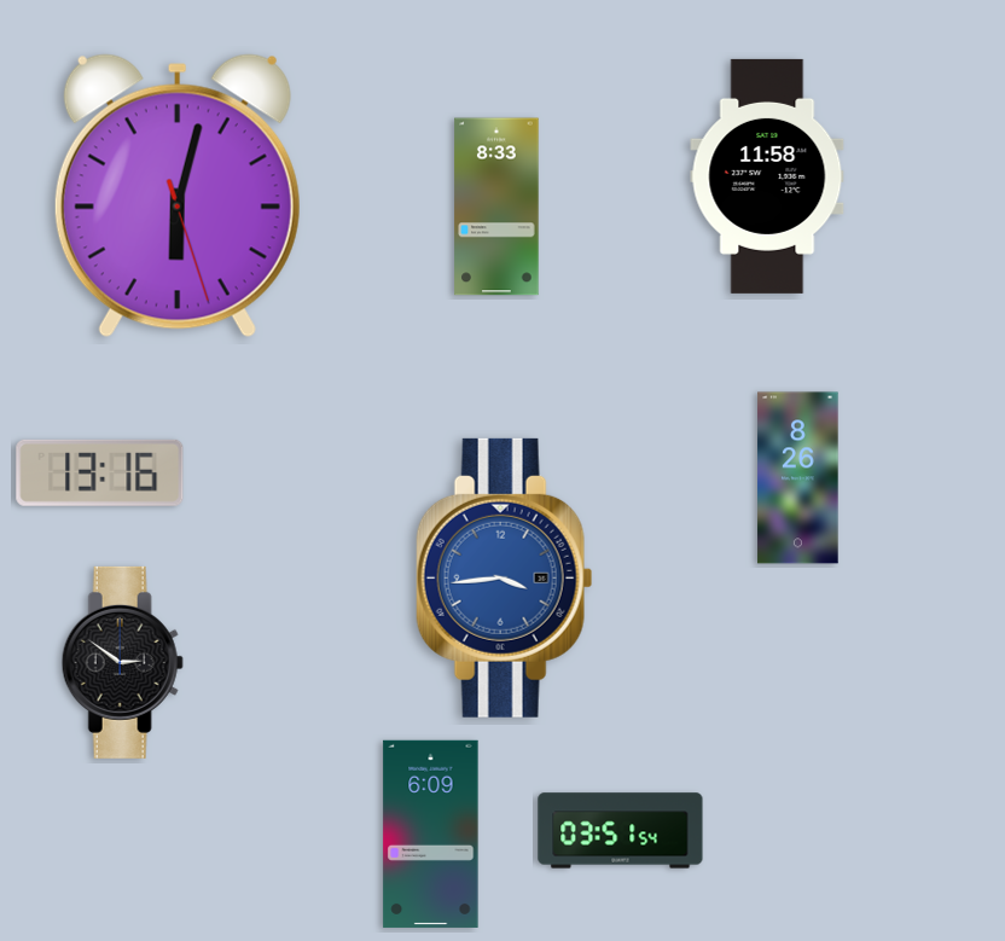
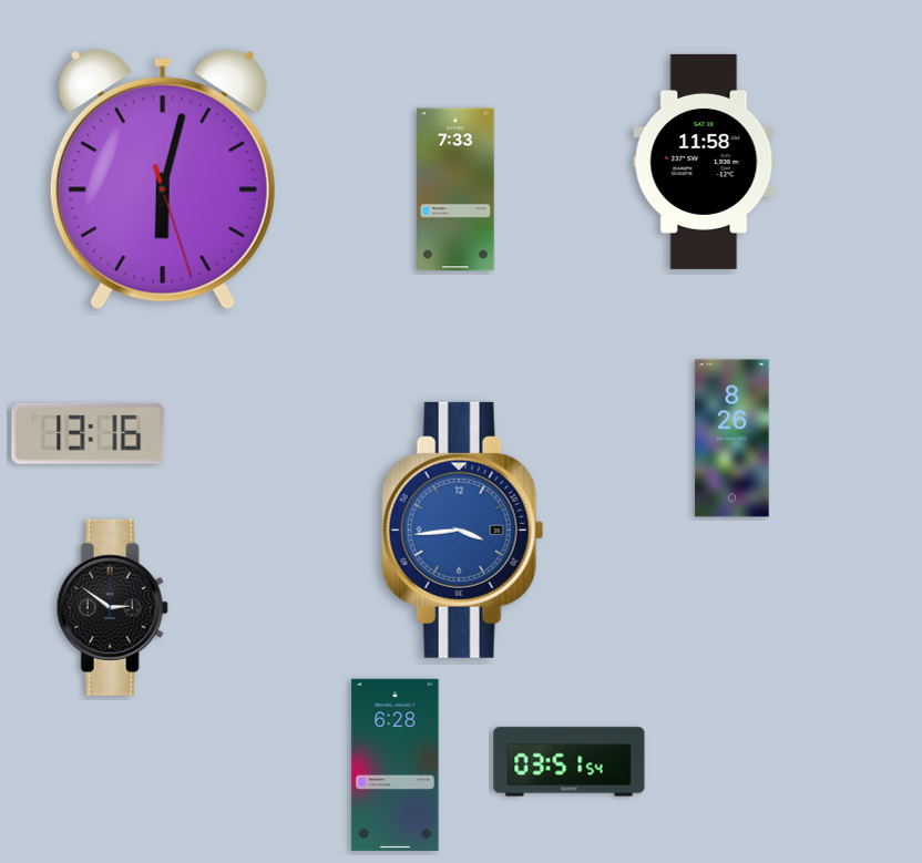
clock at (496, 207): 8:33 -> 7:33
clock at (100, 472) position: (100, 472) -> (89, 433)
clock at (431, 833): 6:09 -> 6:28
